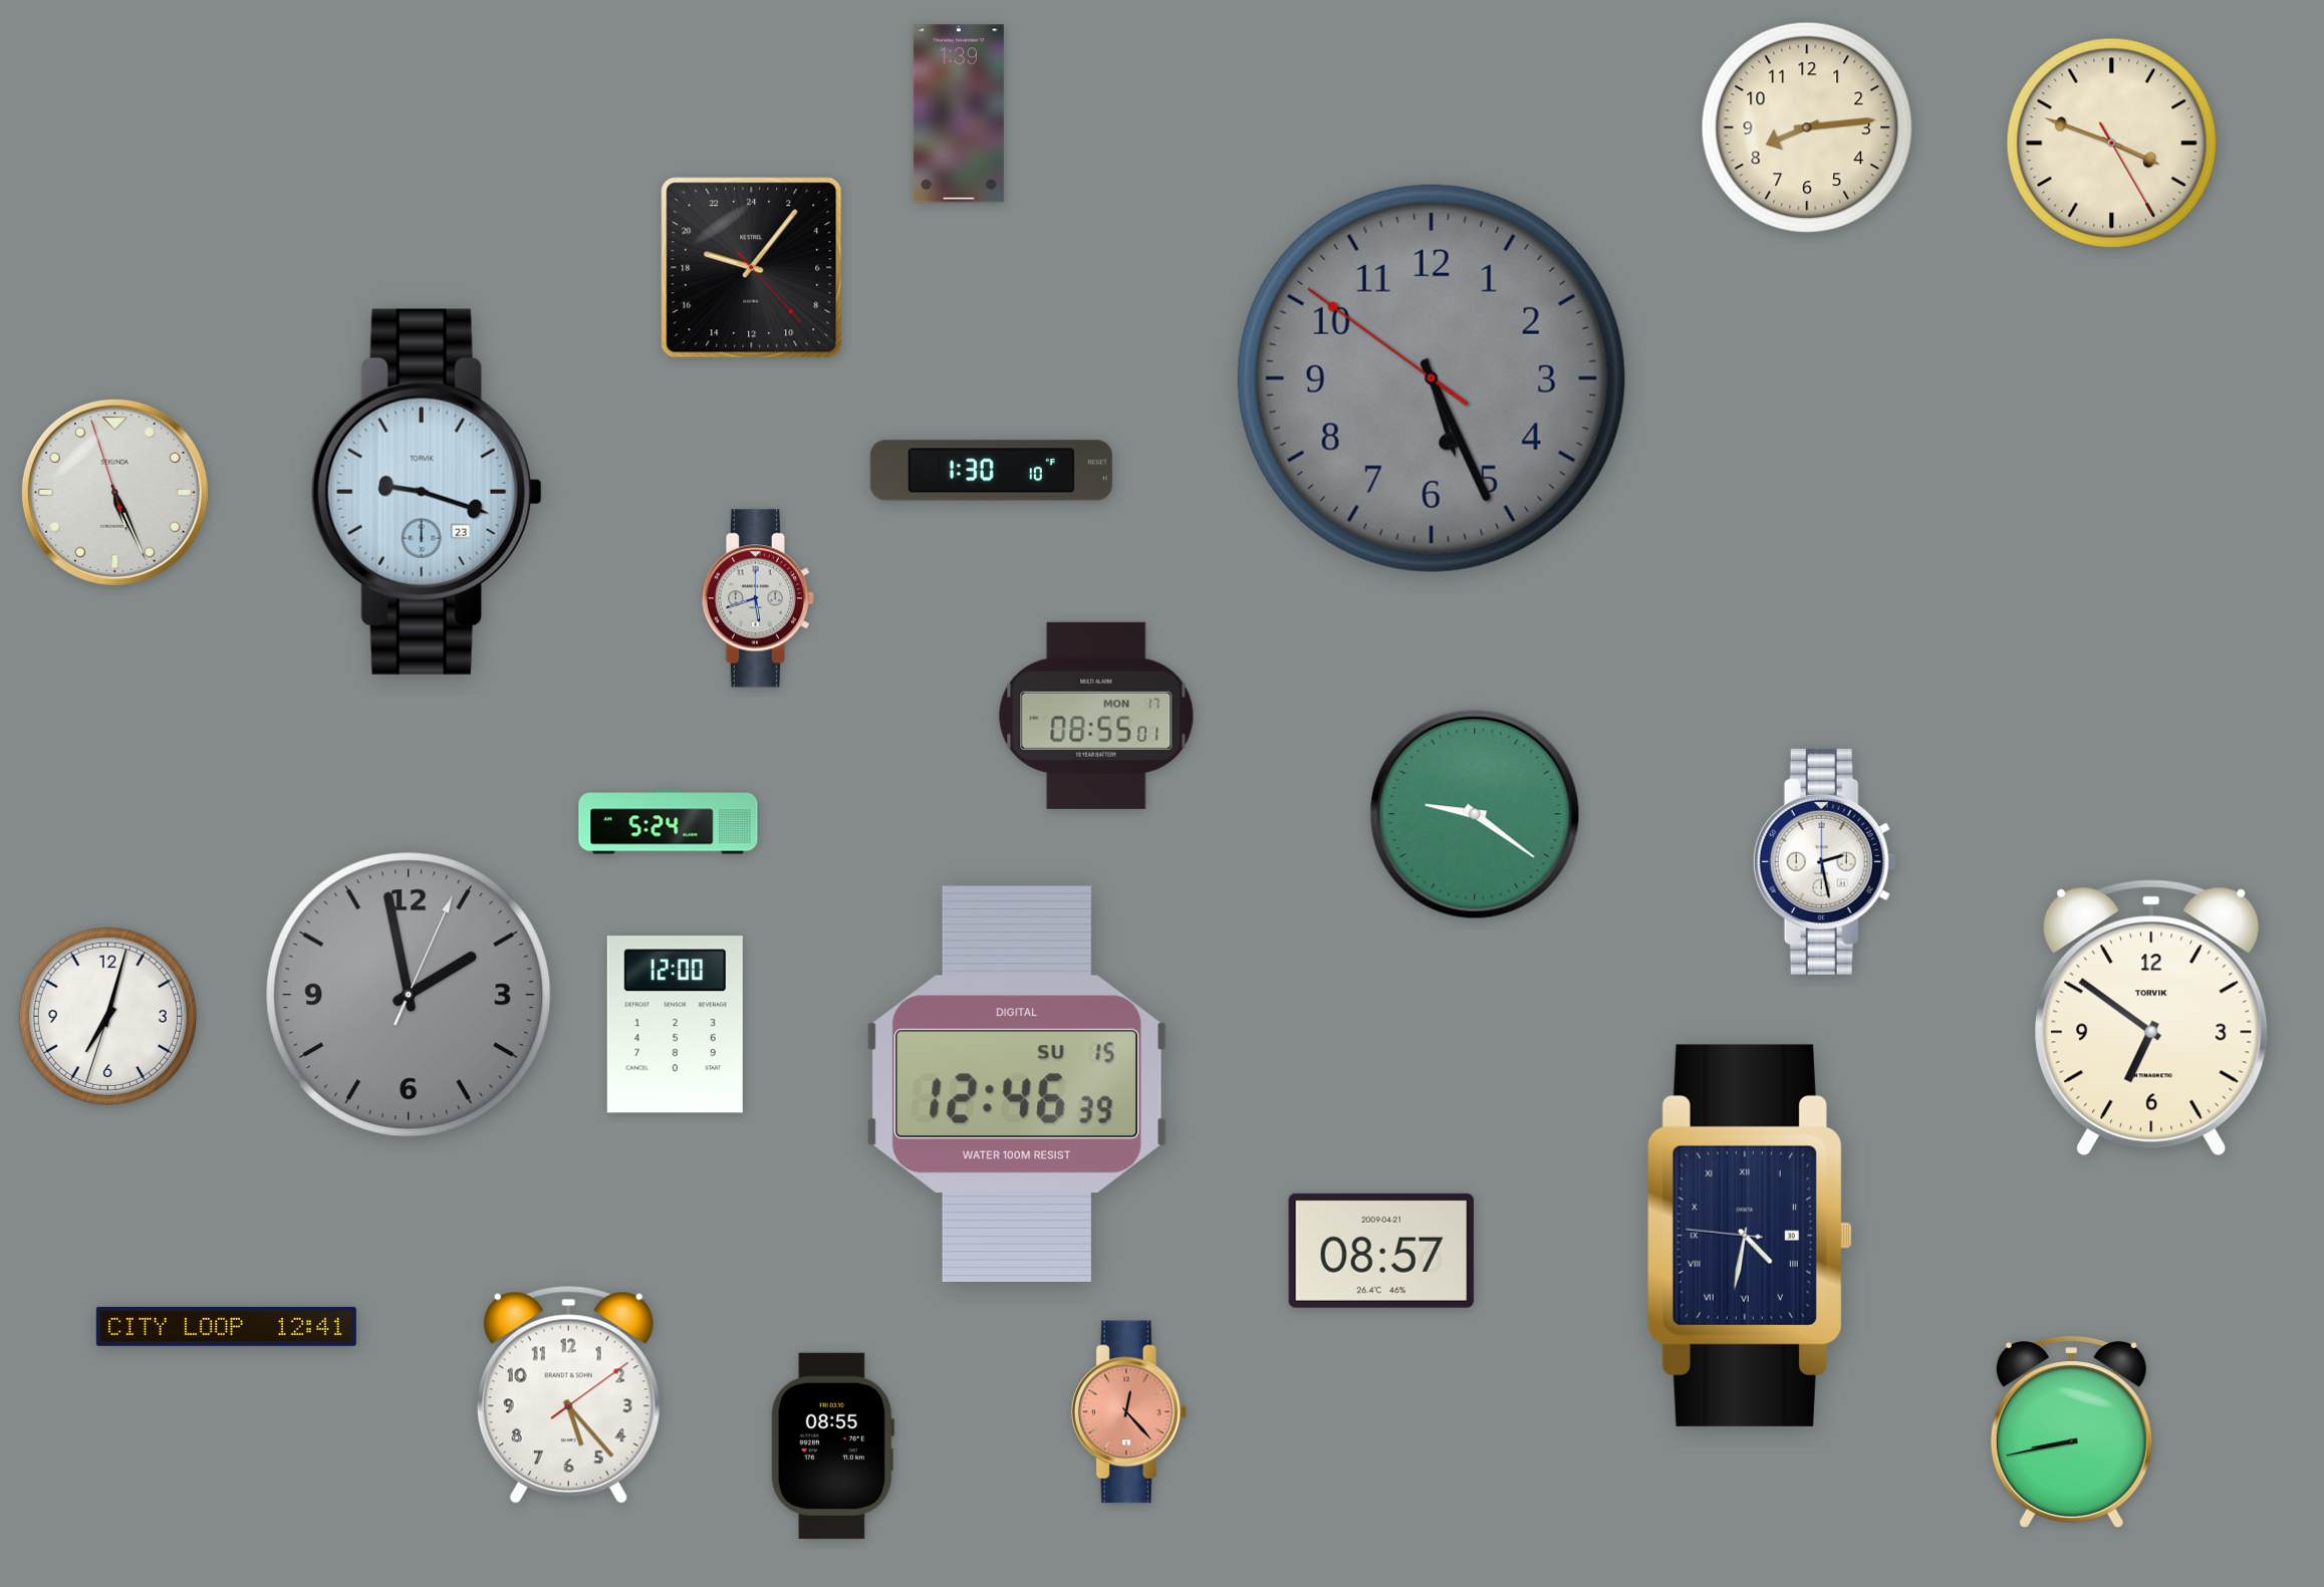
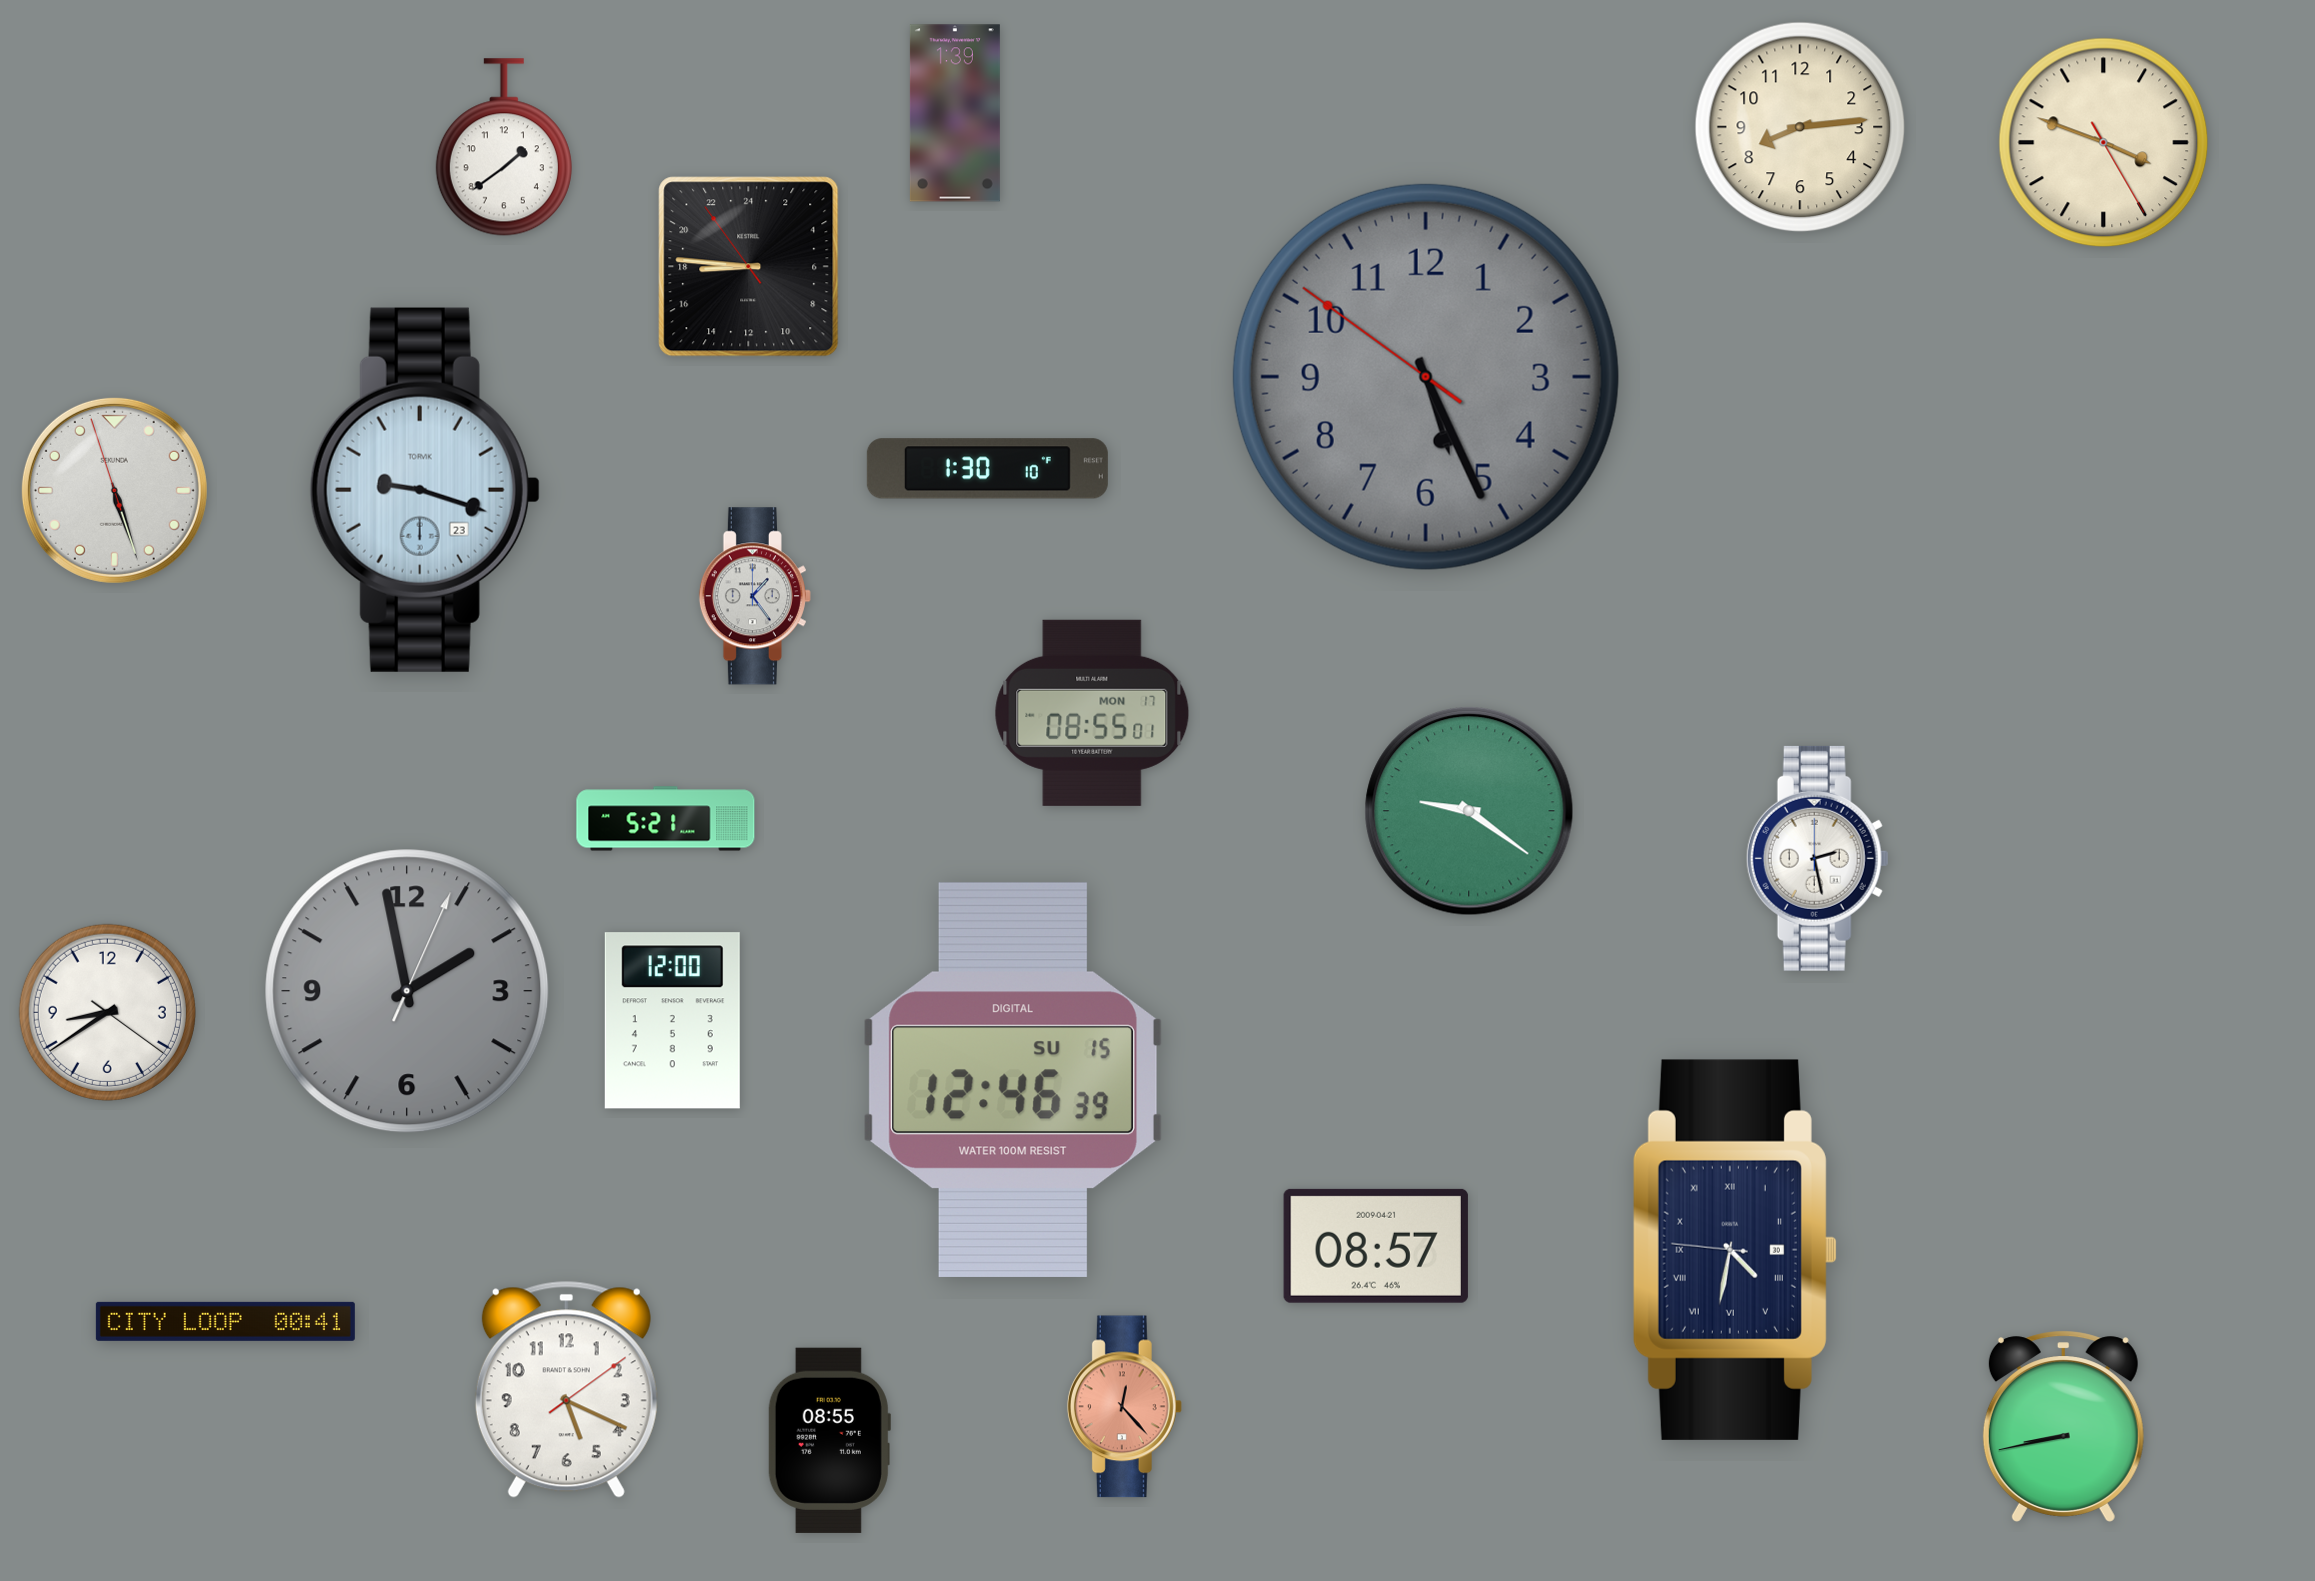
clock at (504, 147): none -> 1:39
clock at (752, 268): 19:06 -> 17:45
clock at (114, 492): 5:25 -> 5:26
clock at (758, 598): 5:42 -> 1:24
clock at (669, 822): 5:24 -> 5:21
clock at (107, 1016): 7:02 -> 8:39
clock at (2151, 1018): 6:51 -> none
clock at (1750, 1236) position: (1750, 1236) -> (1735, 1250)
clock at (226, 1326): 12:41 -> 00:41
clock at (568, 1394): 5:23 -> 5:19
